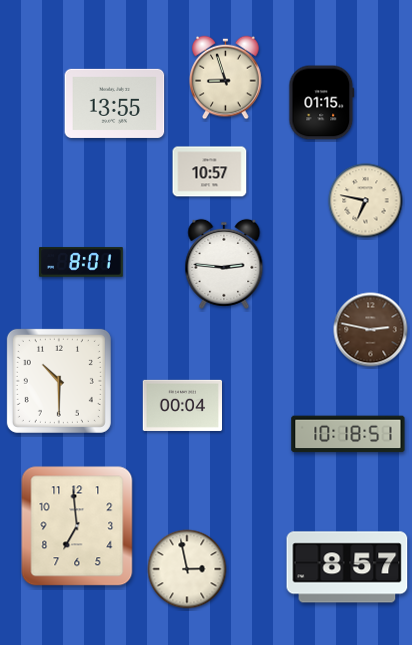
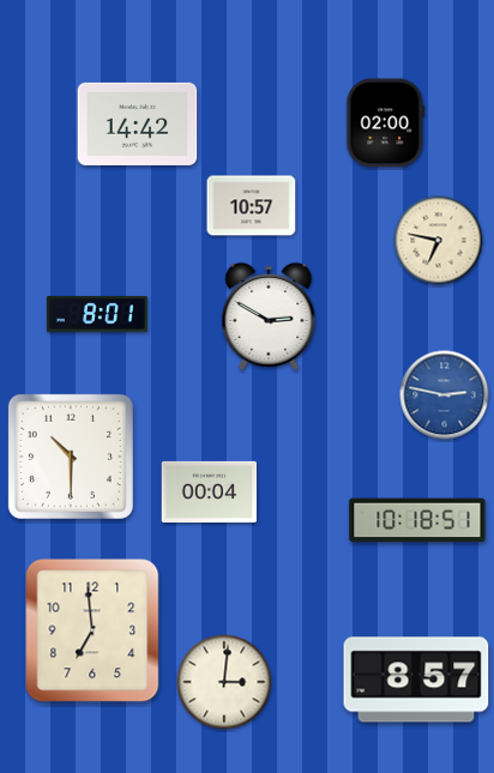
clock at (226, 78): 8:57 -> none
clock at (115, 103): 13:55 -> 14:42
clock at (322, 103): 01:15 -> 02:00
clock at (224, 264): 2:46 -> 2:50
clock at (371, 330) dial: brown -> blue
clock at (182, 405) position: (182, 405) -> (209, 491)
clock at (187, 569): 2:58 -> 3:01
